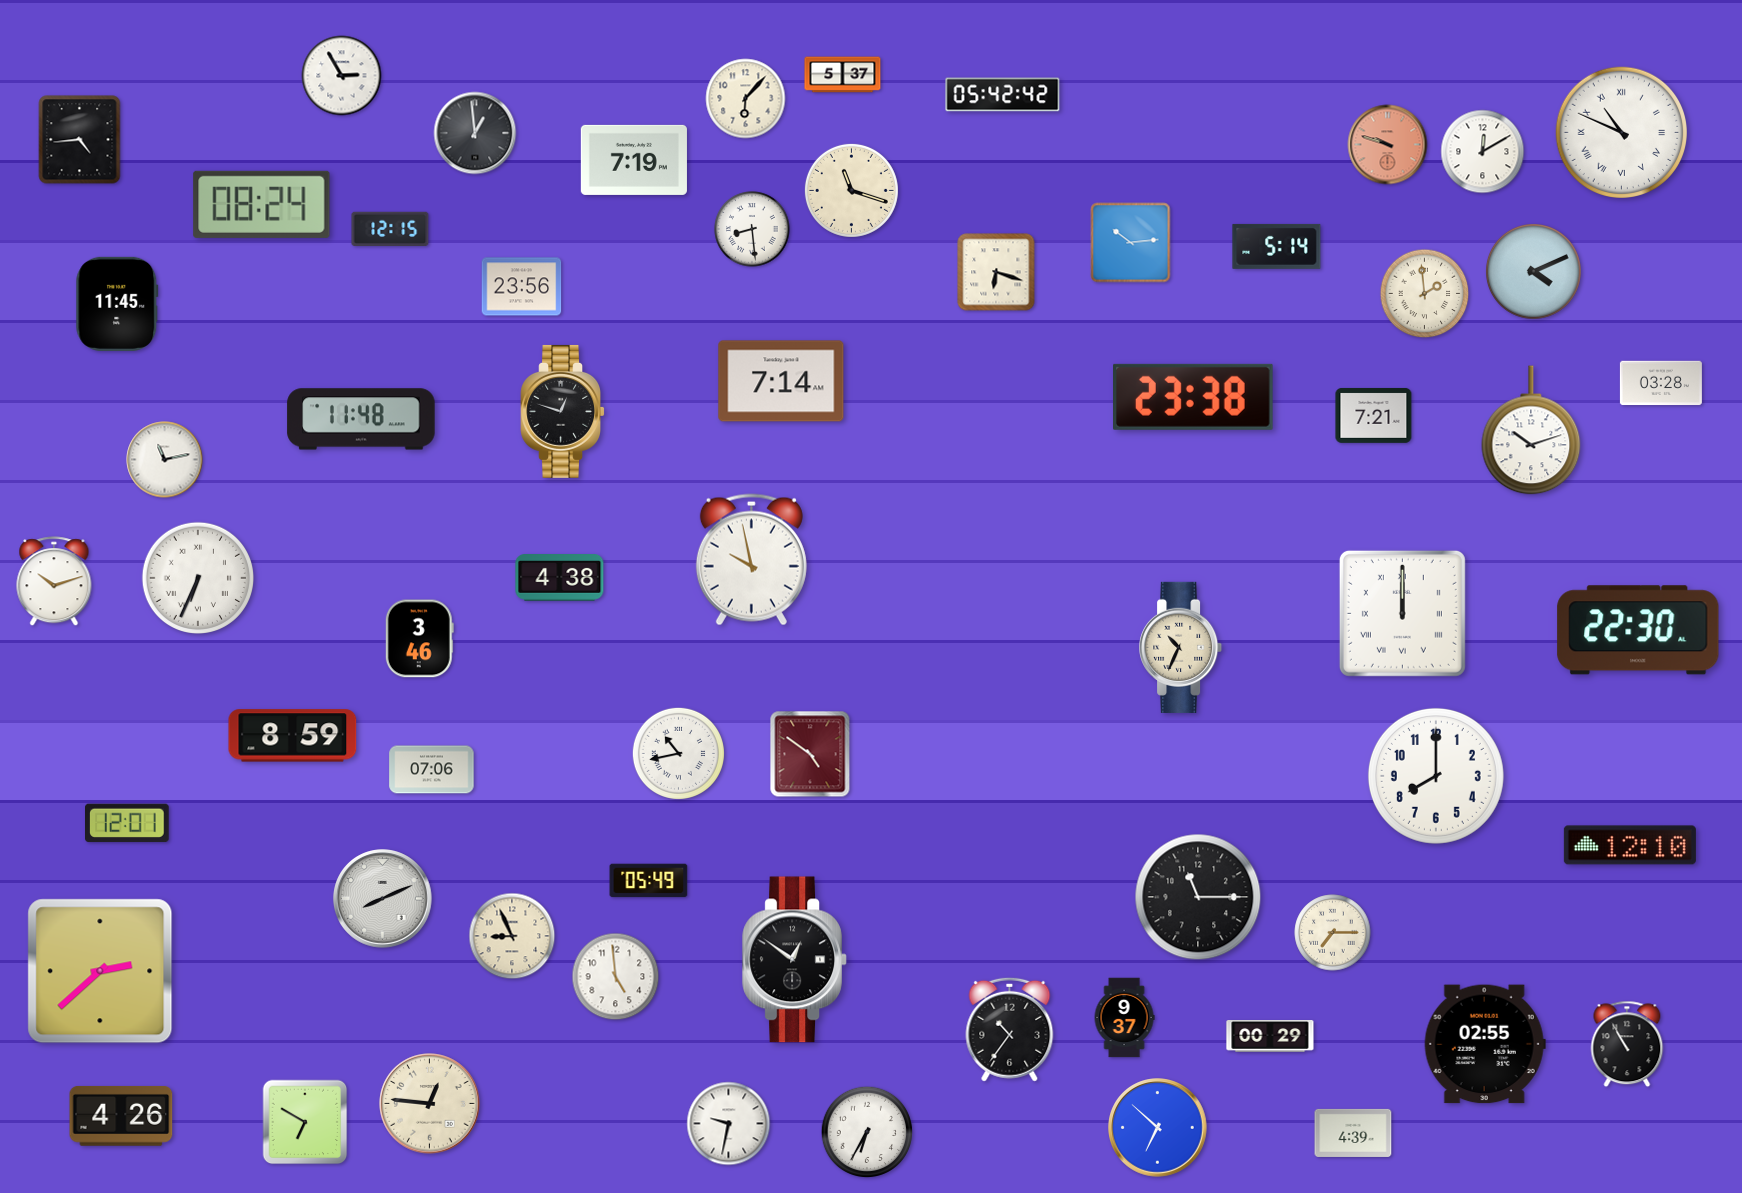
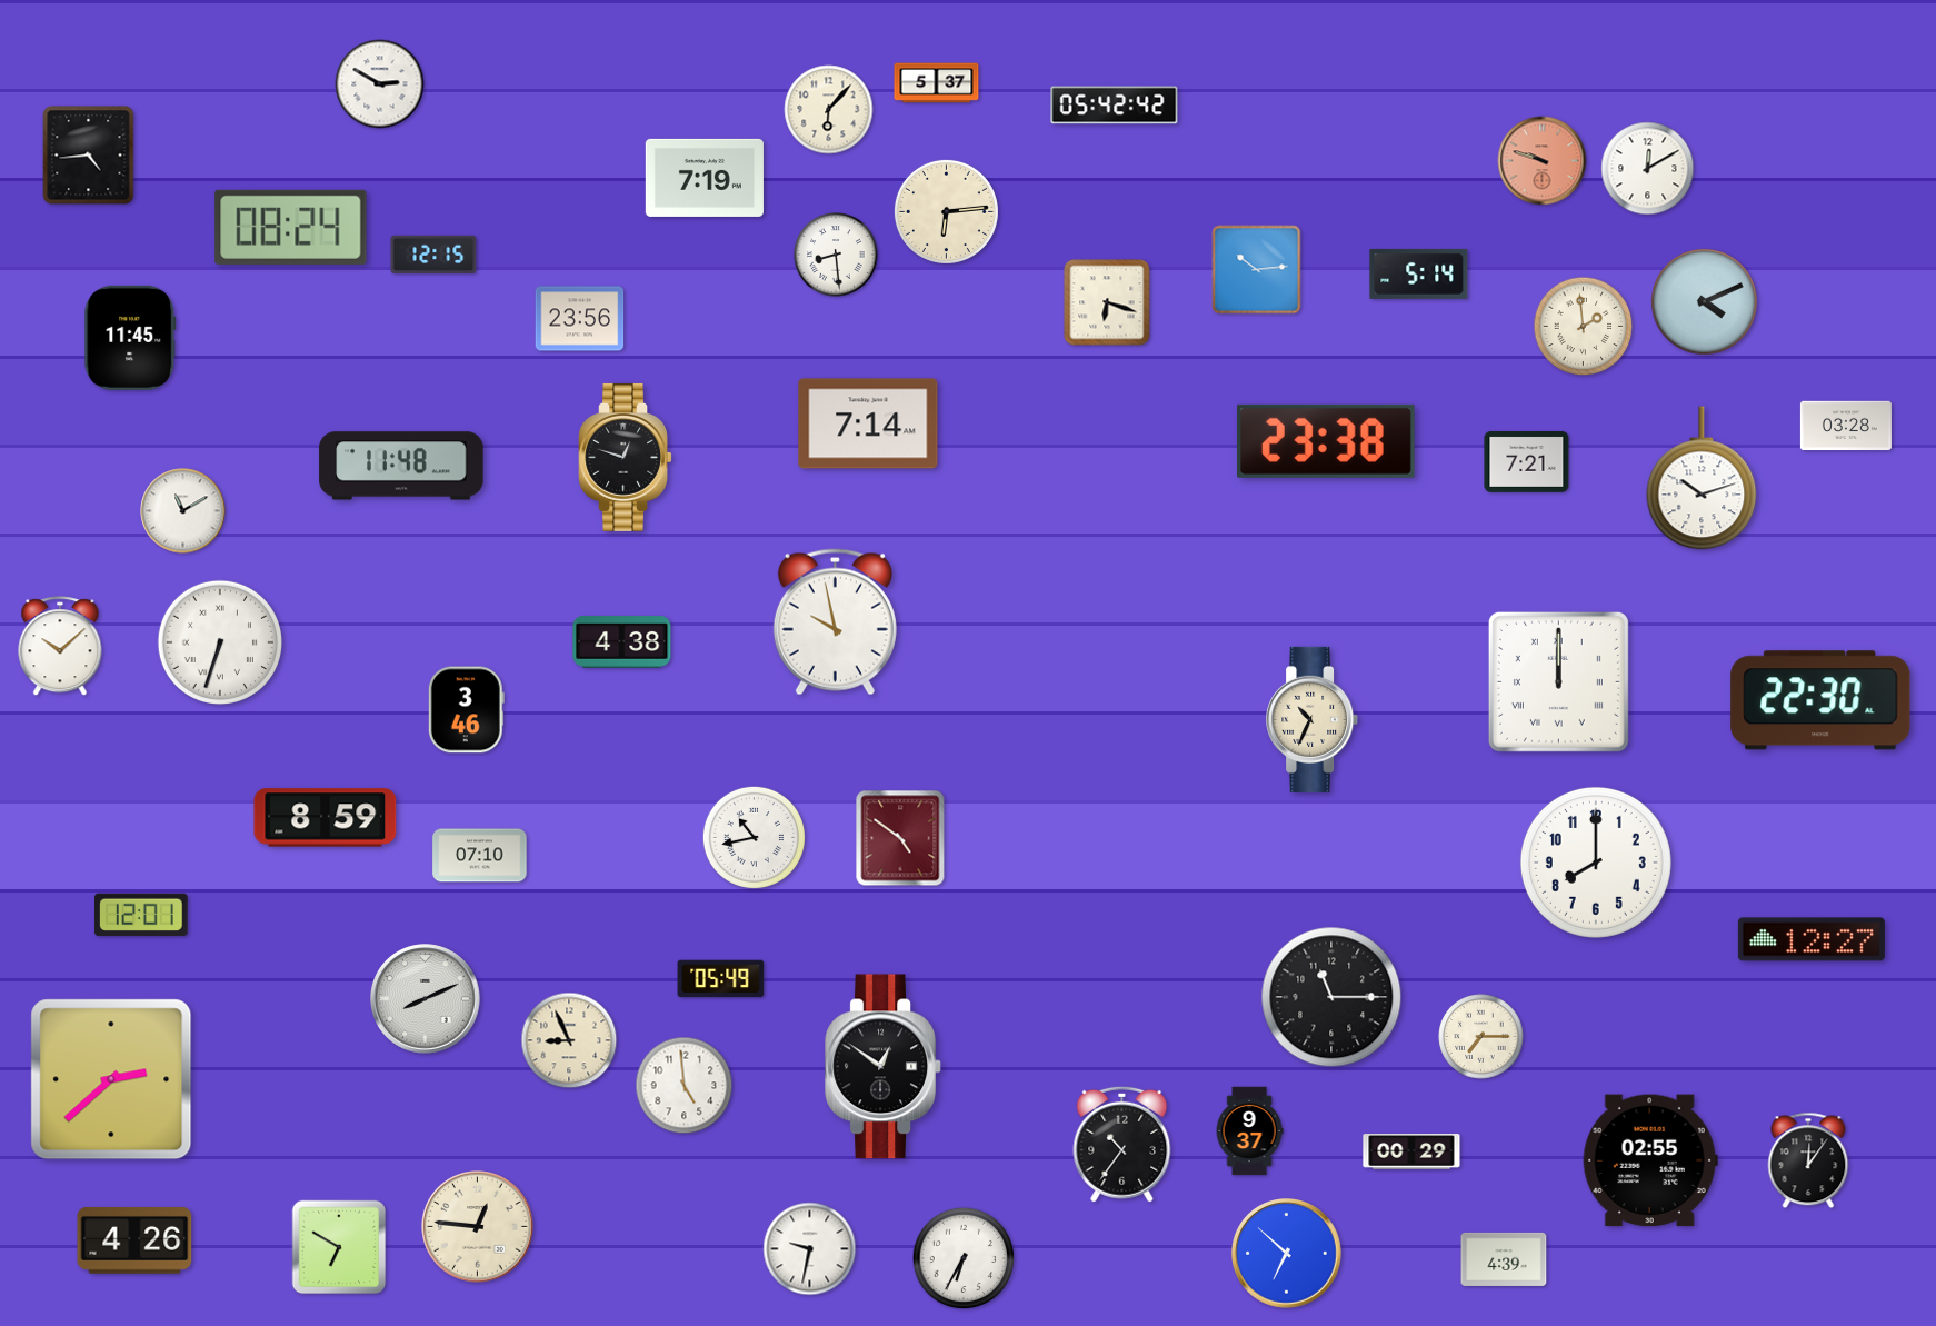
clock at (342, 76): 2:55 -> 2:50
clock at (1621, 132): 10:49 -> none
clock at (475, 133): 12:59 -> none
clock at (851, 190): 11:18 -> 6:14
clock at (165, 460): 11:13 -> 11:10
clock at (197, 577): 6:34 -> 6:33
clock at (54, 582): 10:12 -> 10:08
clock at (432, 770): 07:06 -> 07:10
clock at (1630, 845): 12:10 -> 12:27
clock at (1627, 1044): 10:55 -> 12:06
